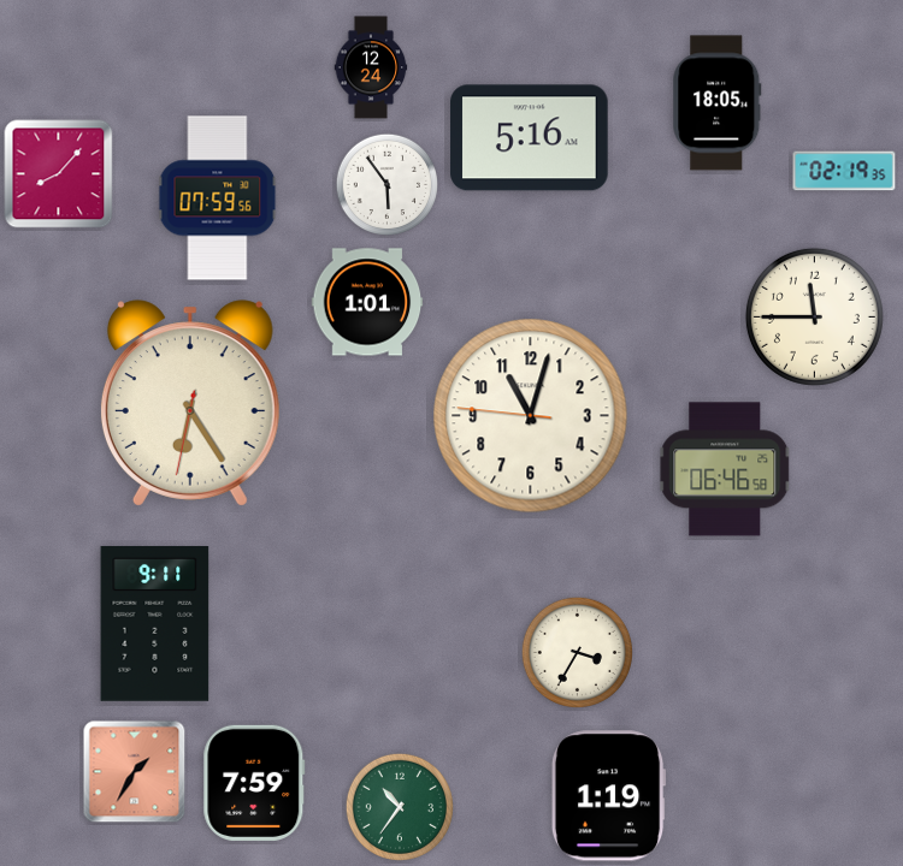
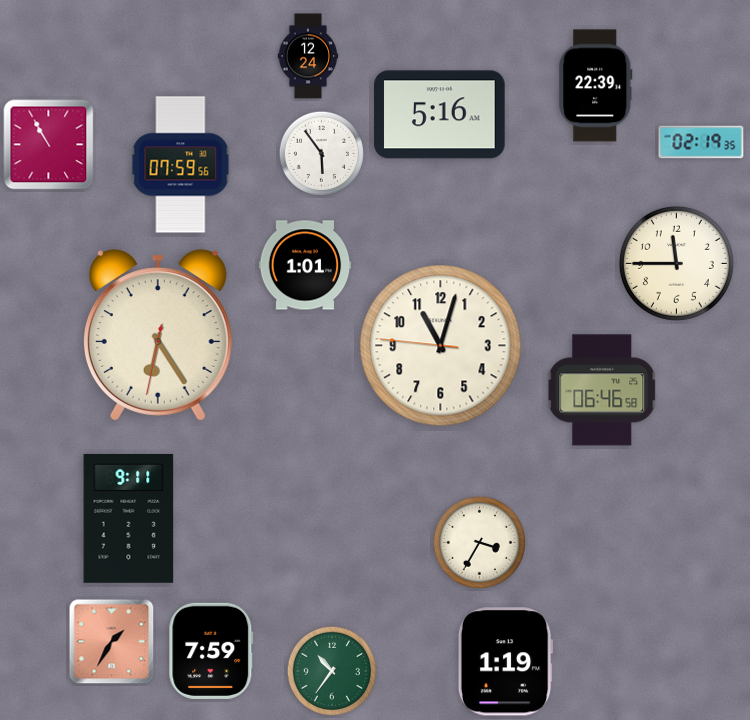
clock at (718, 103): 18:05 -> 22:39
clock at (59, 174): 8:07 -> 10:55
clock at (367, 302) position: (367, 302) -> (305, 265)
